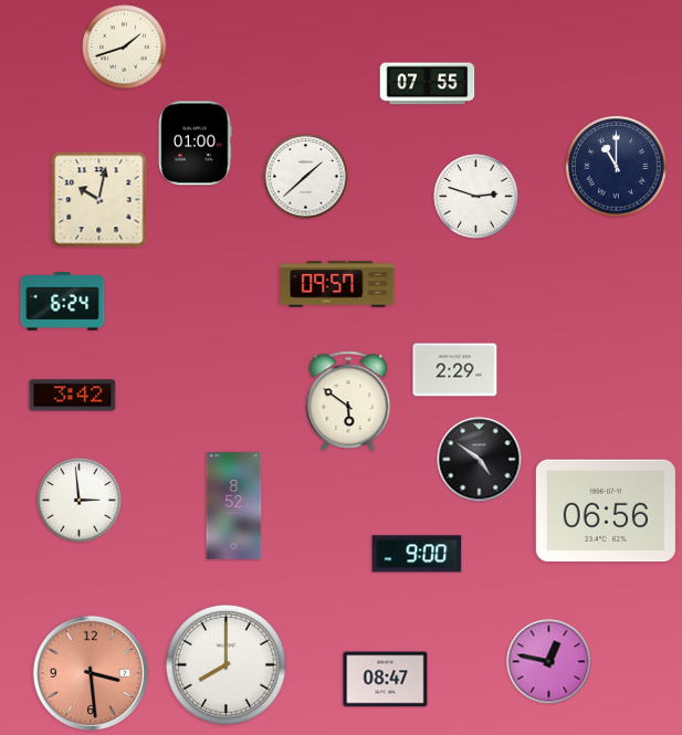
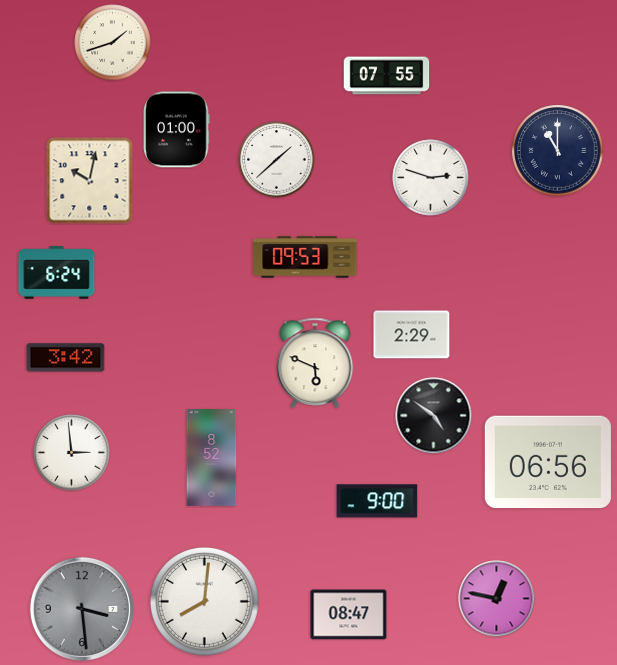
clock at (337, 284): 09:57 -> 09:53
clock at (348, 401): 5:51 -> 5:49
clock at (225, 664): 8:00 -> 8:01
clock at (91, 673) dial: salmon -> grey
